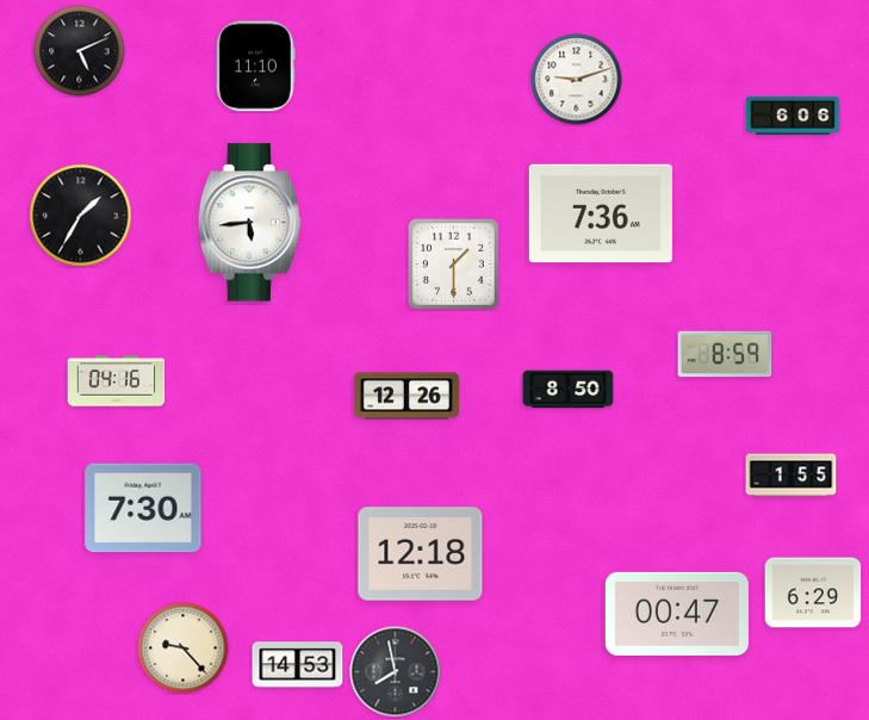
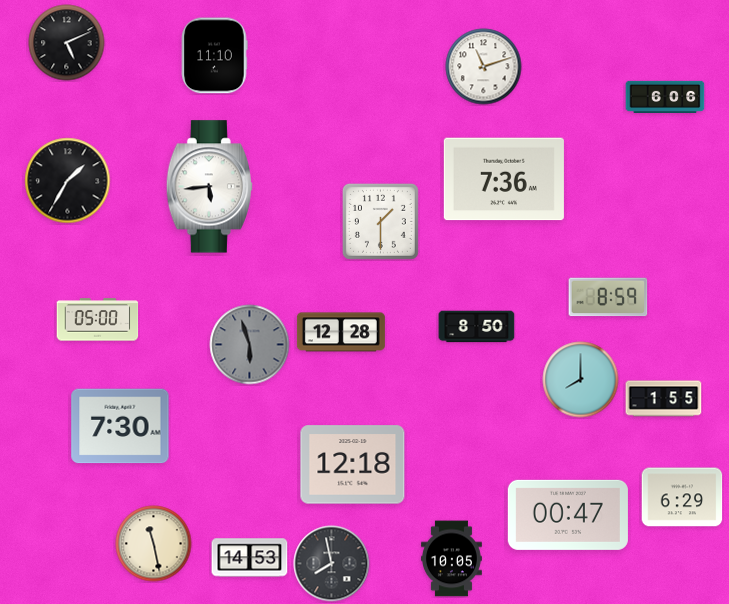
clock at (577, 80): 9:12 -> 11:12
clock at (117, 381): 04:16 -> 05:00
clock at (406, 396): 12:26 -> 12:28
clock at (250, 345): none -> 5:57
clock at (581, 380): none -> 8:00
clock at (184, 648): 9:23 -> 11:28
clock at (451, 559): none -> 10:05
